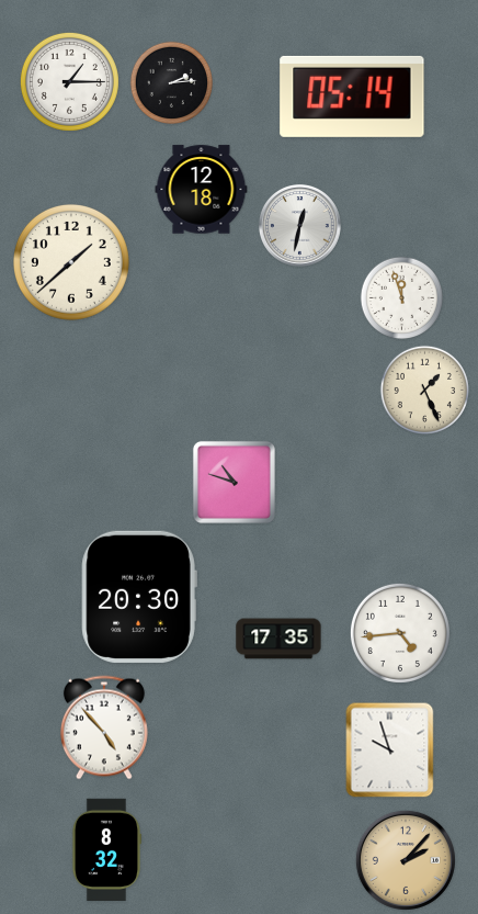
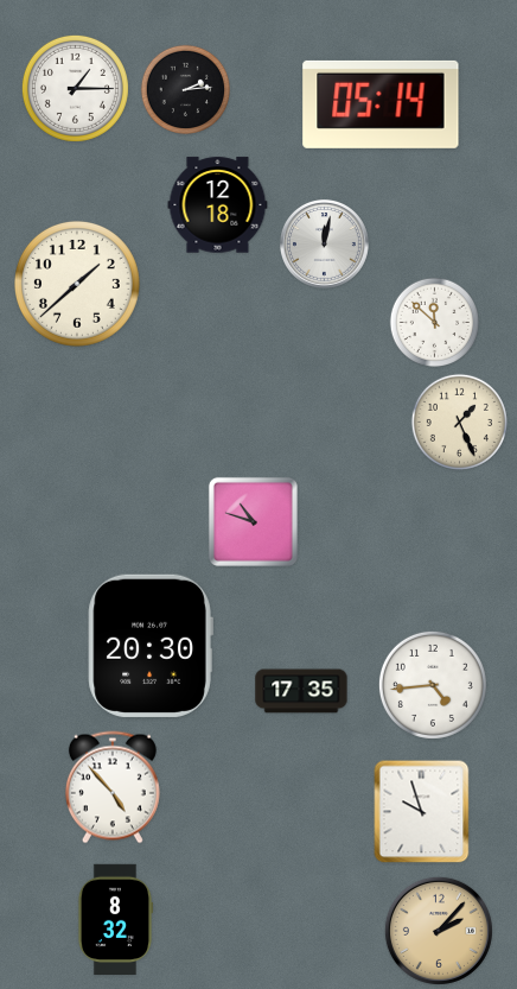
clock at (299, 226): 12:32 -> 12:02
clock at (401, 297): 11:57 -> 11:52
